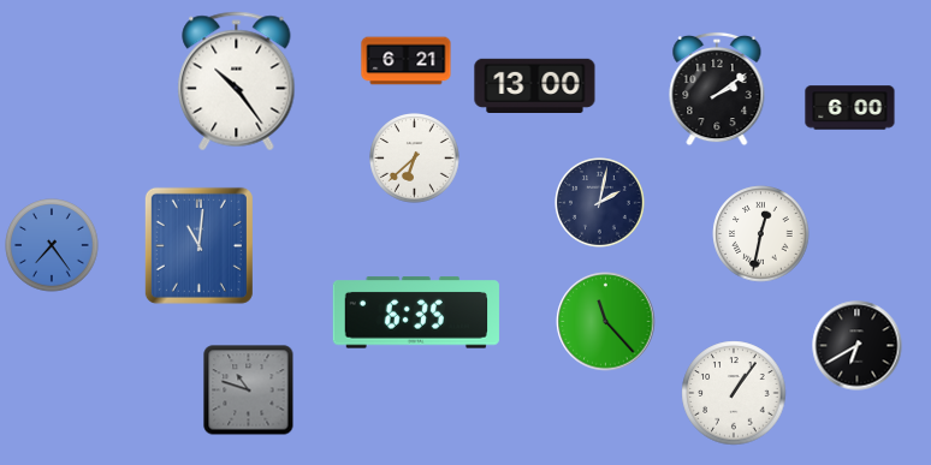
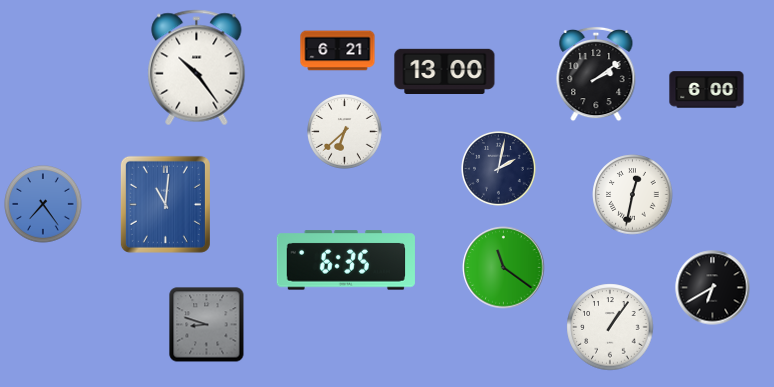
clock at (606, 322): 11:23 -> 11:21
clock at (249, 391): 10:48 -> 8:48
